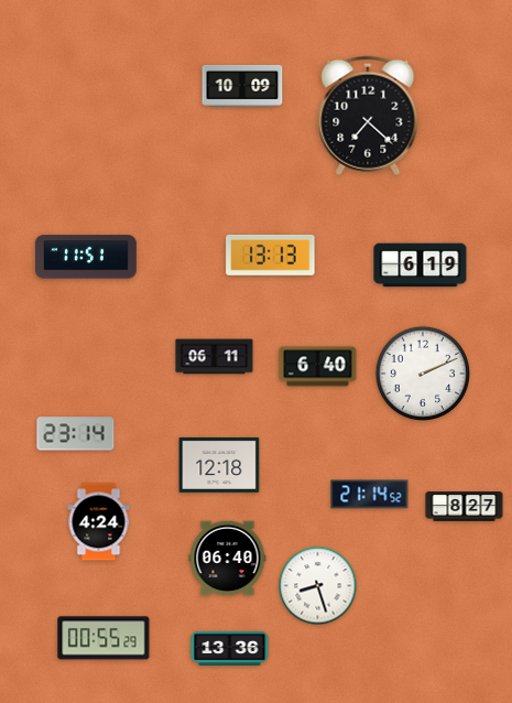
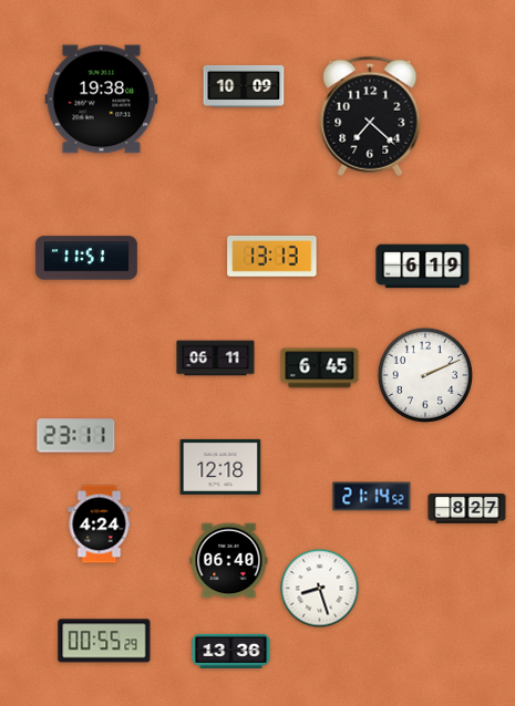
clock at (102, 100): none -> 19:38
clock at (318, 367): 6:40 -> 6:45
clock at (76, 434): 23:14 -> 23:11
